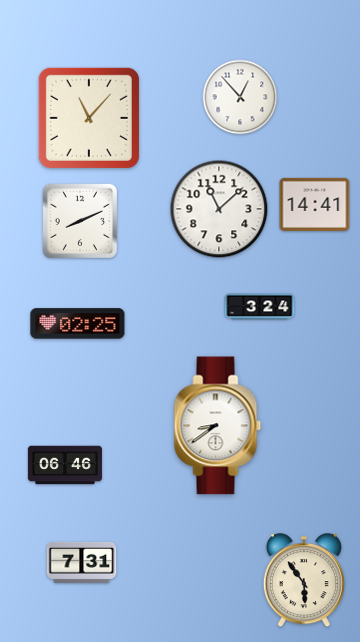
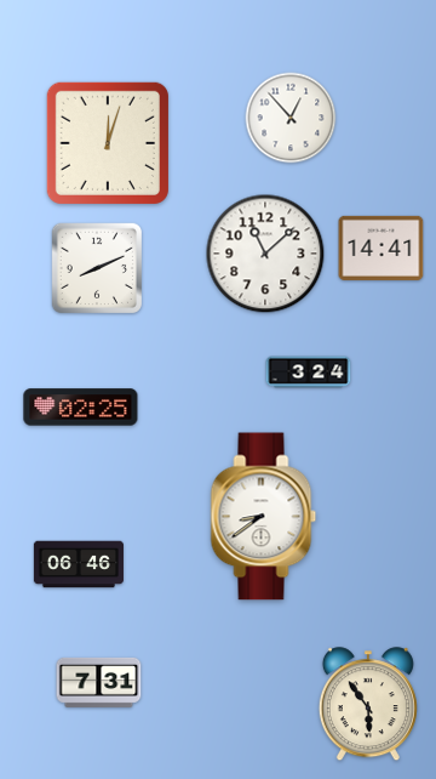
clock at (89, 118): 11:07 -> 12:03
clock at (260, 307) position: (260, 307) -> (309, 373)
clock at (78, 324) position: (78, 324) -> (81, 408)
